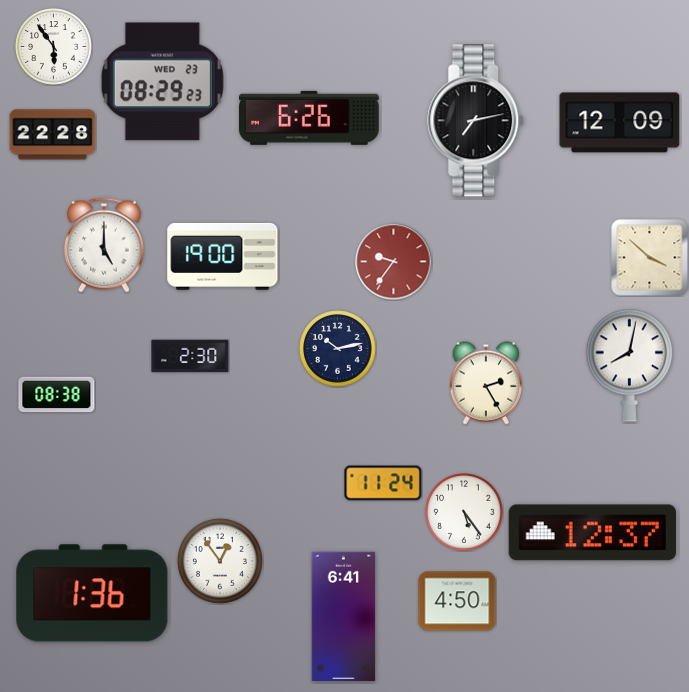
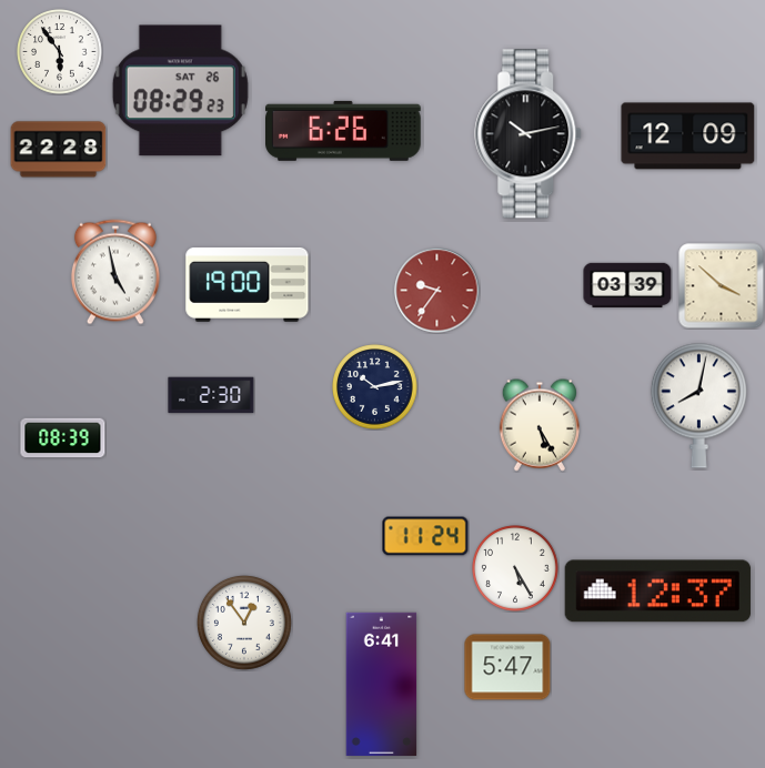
clock at (162, 82) date: WED 23 -> SAT 26
clock at (476, 121): 7:13 -> 10:13
clock at (104, 245): 5:00 -> 4:58
clock at (627, 284): none -> 03:39
clock at (485, 383): 2:25 -> 5:25
clock at (57, 395): 08:38 -> 08:39
clock at (464, 512): 5:24 -> 5:25
clock at (92, 593): 1:36 -> none
clock at (457, 601): 4:50 -> 5:47
